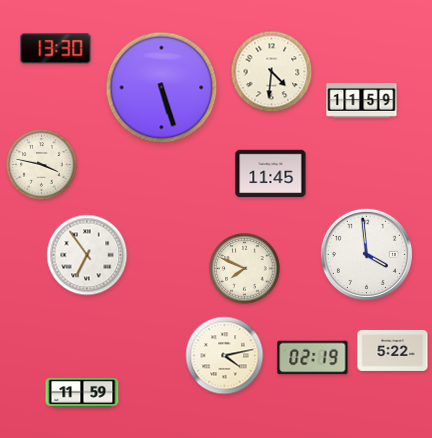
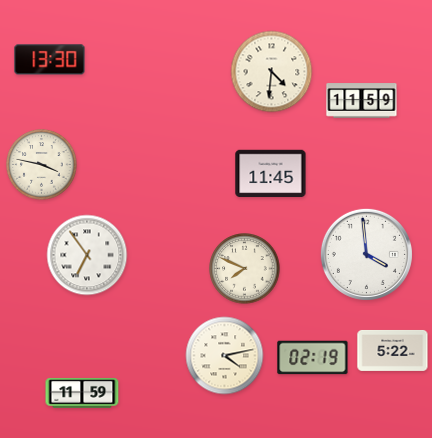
clock at (56, 49) position: (56, 49) -> (50, 60)
clock at (162, 88): 5:27 -> none
